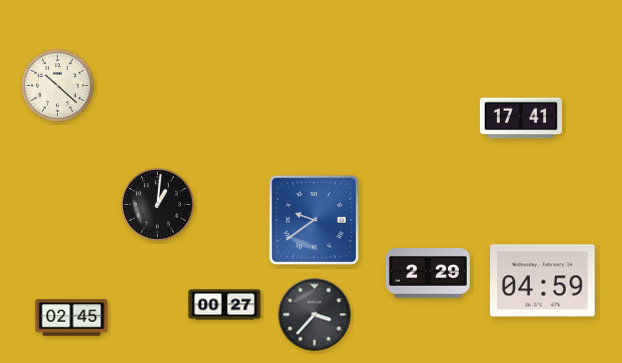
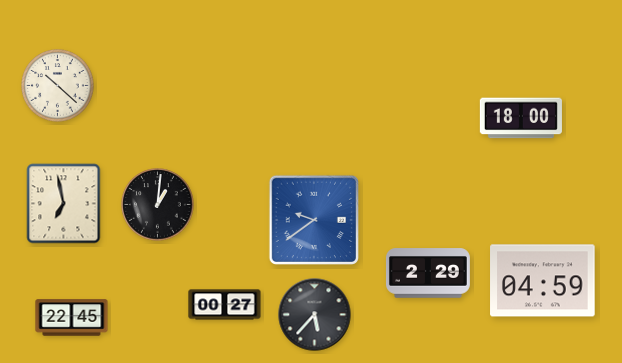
clock at (521, 118): 17:41 -> 18:00
clock at (64, 204): none -> 6:58
clock at (315, 315): 3:37 -> 5:37
clock at (72, 318): 02:45 -> 22:45
